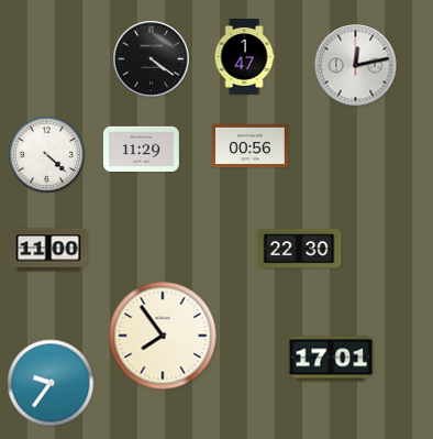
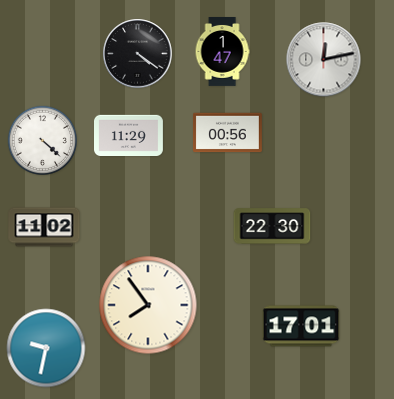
clock at (48, 250): 11:00 -> 11:02
clock at (51, 383): 9:36 -> 9:32
